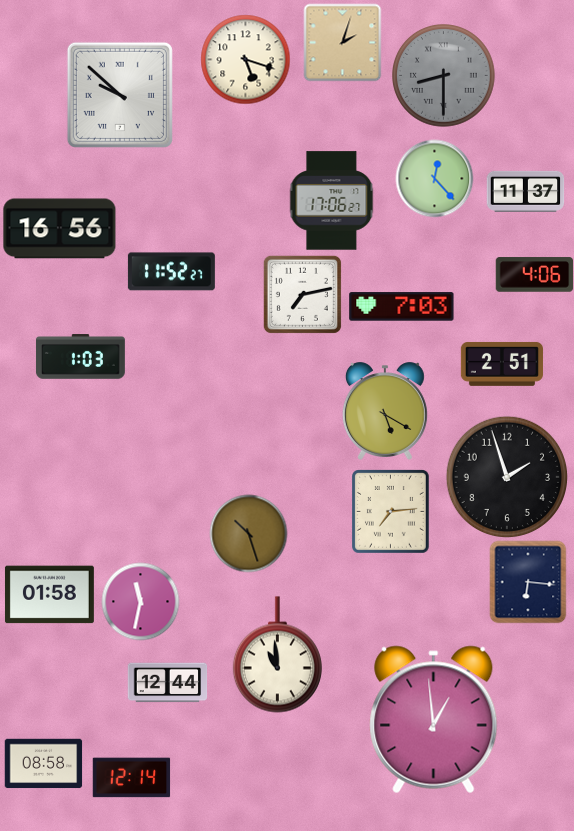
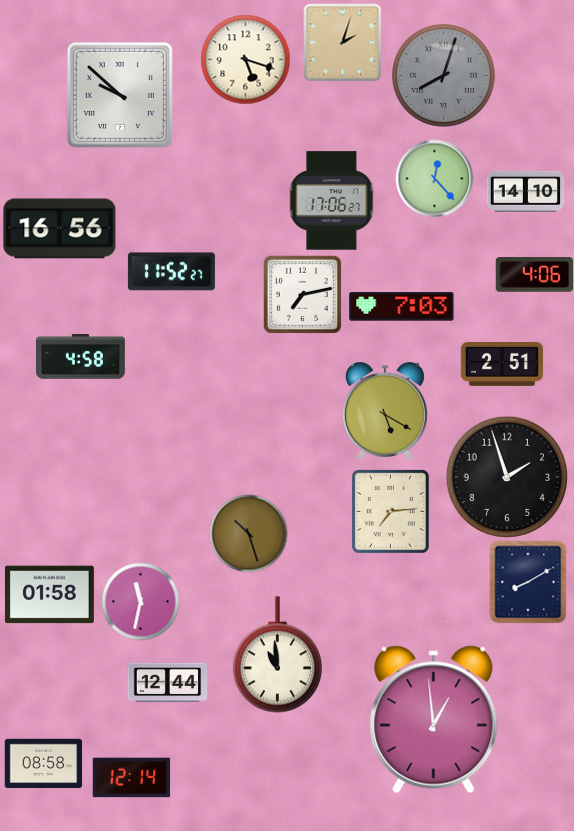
clock at (444, 76): 8:30 -> 8:03
clock at (525, 191): 11:37 -> 14:10
clock at (80, 357): 1:03 -> 4:58
clock at (528, 582): 6:16 -> 8:10
